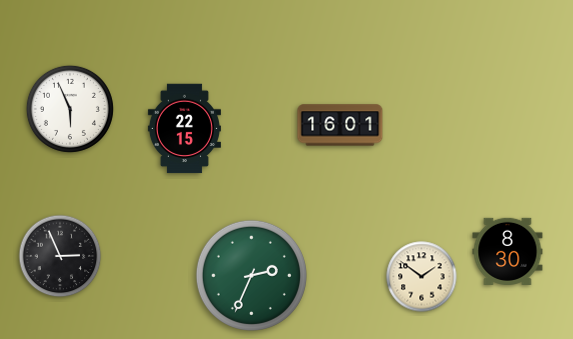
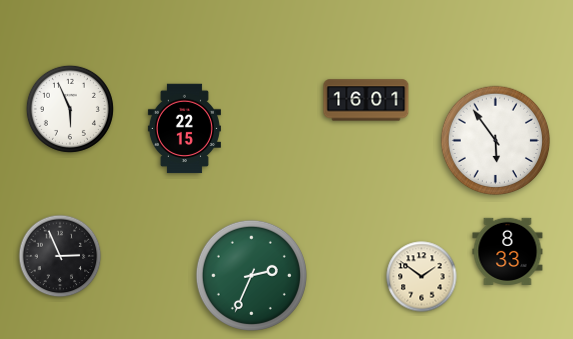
clock at (340, 125) position: (340, 125) -> (366, 100)
clock at (496, 141): none -> 5:54
clock at (508, 251): 8:30 -> 8:33
